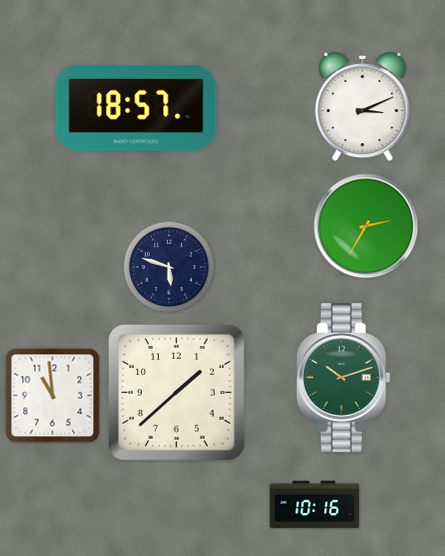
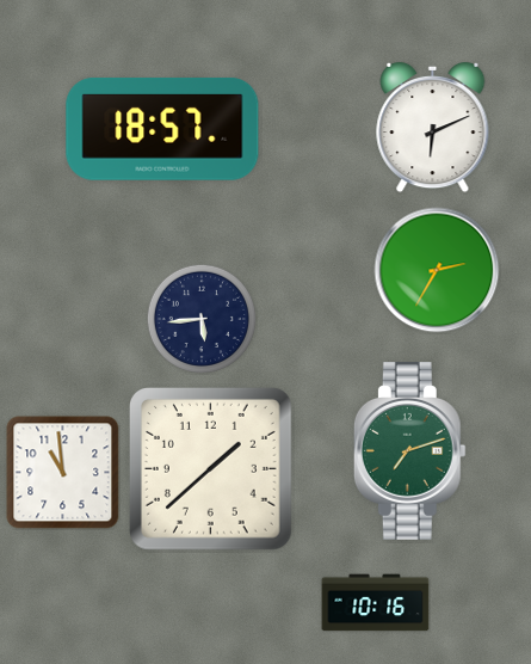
clock at (363, 107): 3:11 -> 6:11
clock at (168, 266): 5:48 -> 5:44
clock at (343, 378): 10:12 -> 7:12
